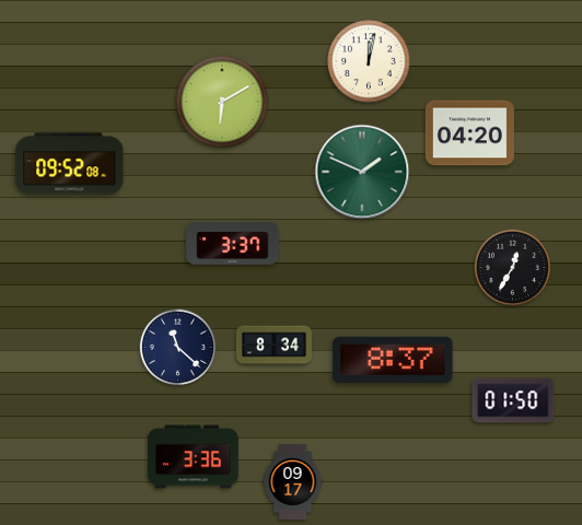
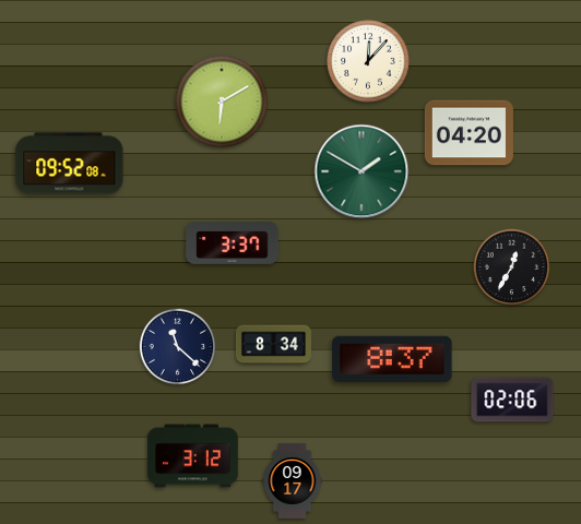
clock at (369, 61): 12:02 -> 12:07
clock at (362, 172): 1:49 -> 1:50
clock at (513, 400): 01:50 -> 02:06
clock at (194, 457): 3:36 -> 3:12
